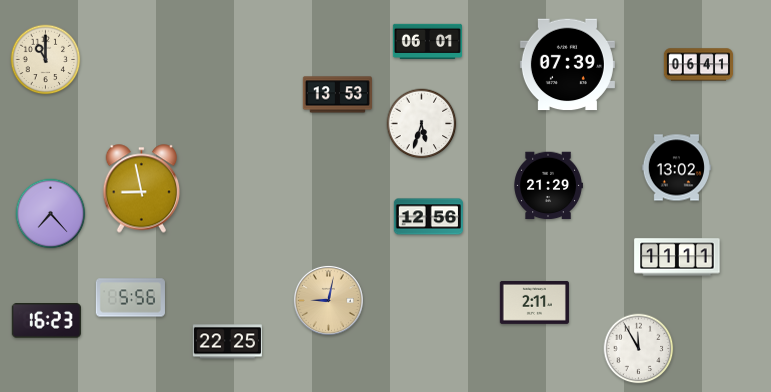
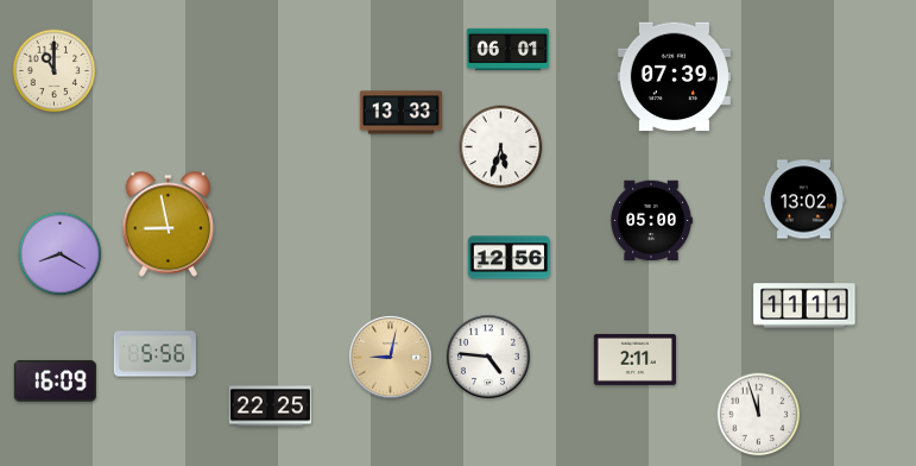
clock at (698, 65): 06:41 -> none
clock at (337, 95): 13:53 -> 13:33
clock at (548, 186): 21:29 -> 05:00
clock at (51, 214): 7:23 -> 8:20
clock at (488, 357): none -> 4:46
clock at (46, 321): 16:23 -> 16:09
clock at (639, 349): 11:55 -> 11:57
